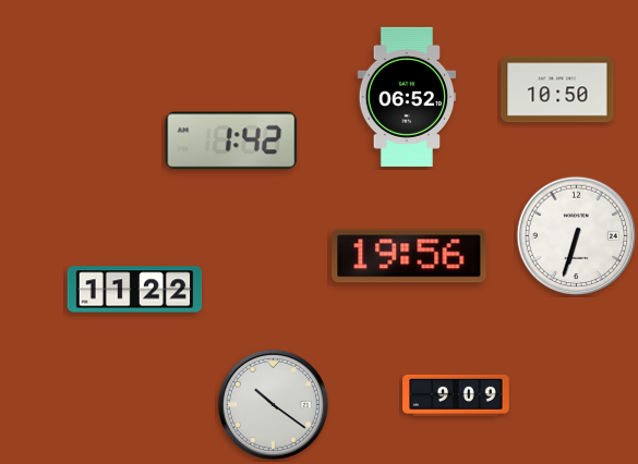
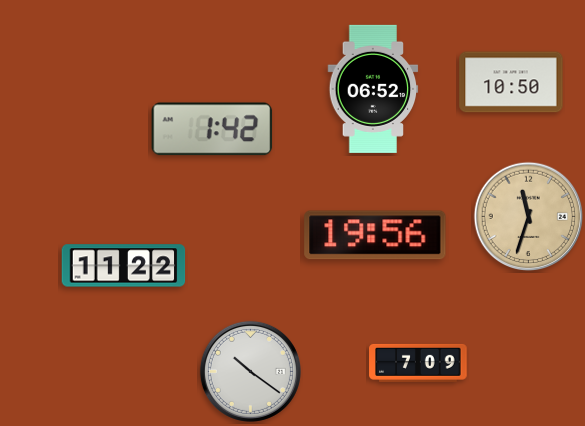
clock at (577, 236): 6:33 -> 11:33
clock at (577, 236) dial: white -> champagne
clock at (456, 395): 9:09 -> 7:09
